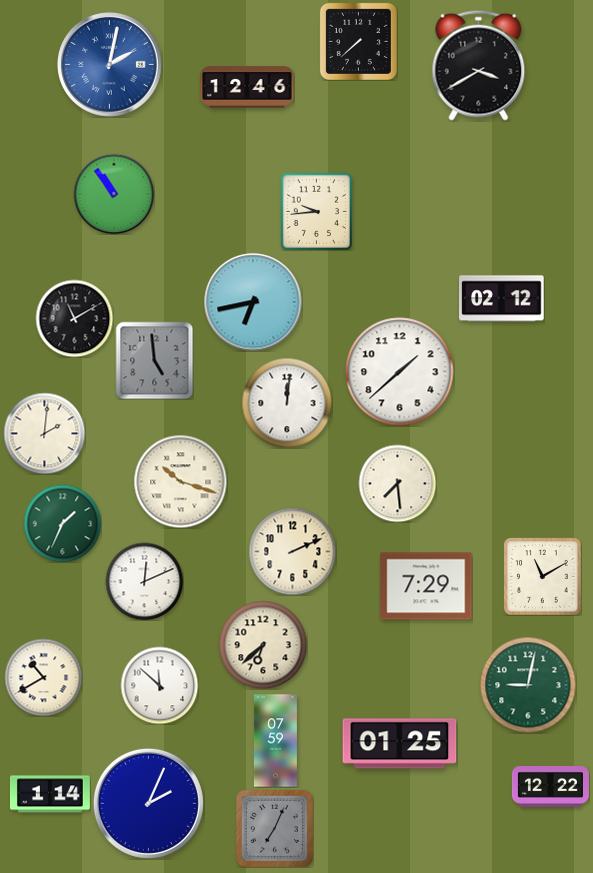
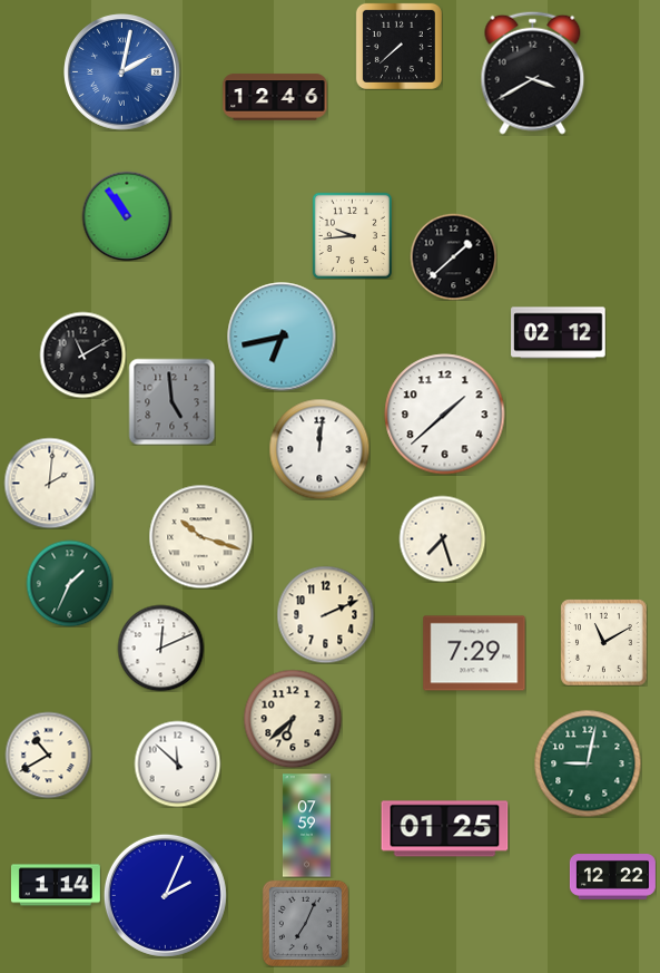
clock at (453, 256): none -> 1:38
clock at (397, 483): 7:29 -> 7:27
